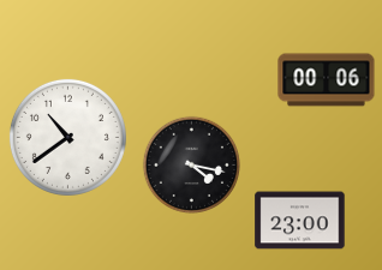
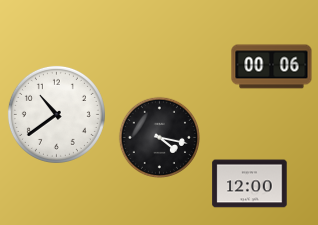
clock at (300, 221): 23:00 -> 12:00
